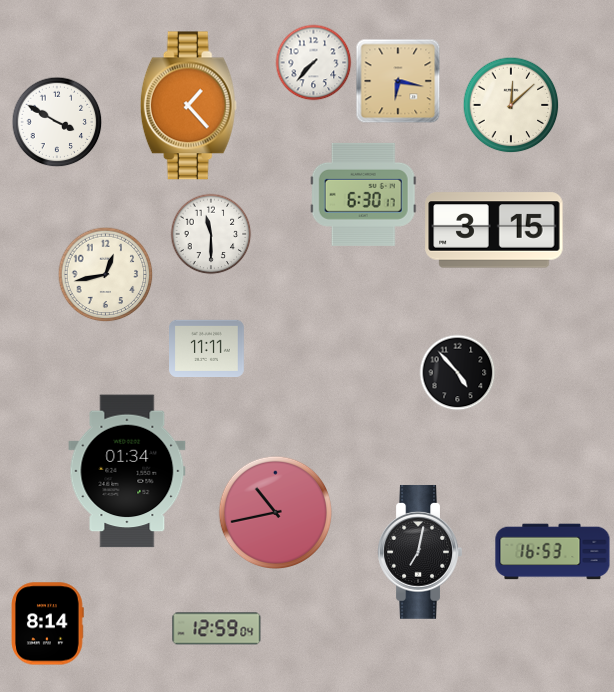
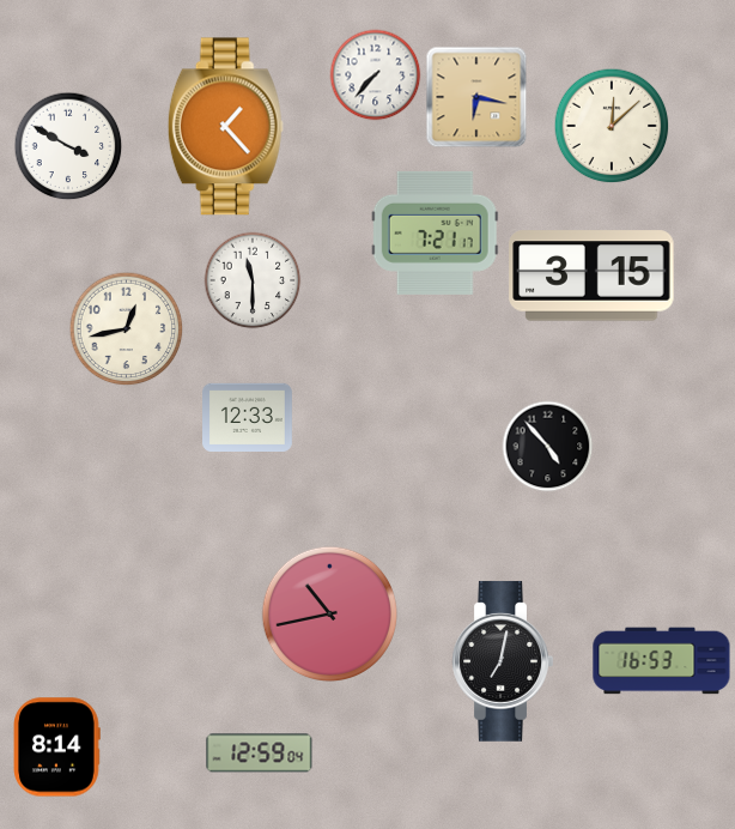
clock at (363, 194): 6:30 -> 7:21
clock at (207, 348): 11:11 -> 12:33
clock at (127, 471): 01:34 -> none
